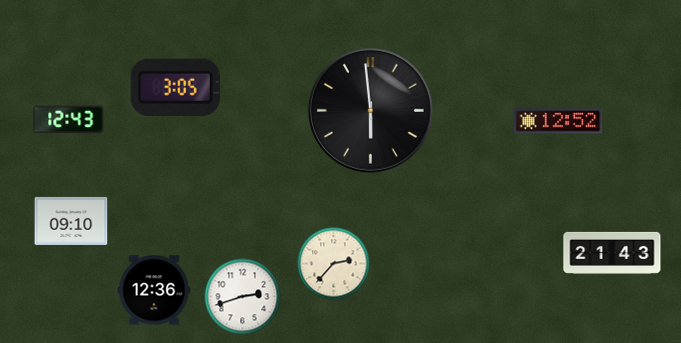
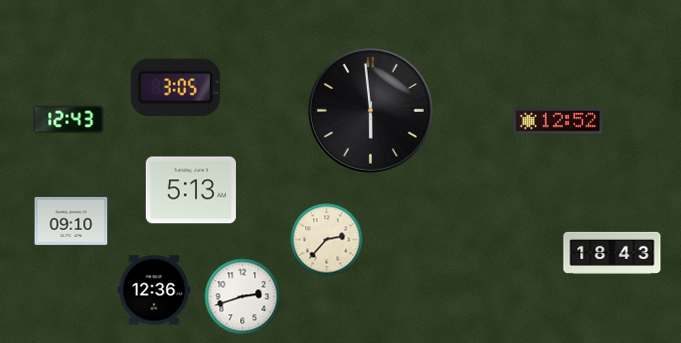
clock at (191, 190): none -> 5:13
clock at (612, 253): 21:43 -> 18:43
clock at (334, 264) position: (334, 264) -> (327, 240)
